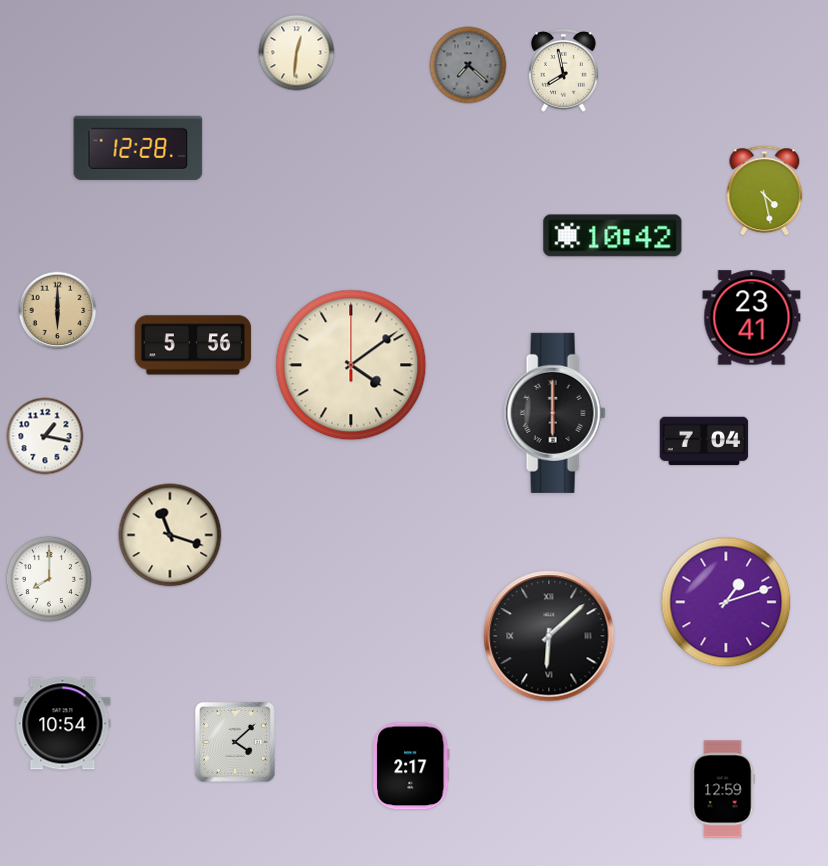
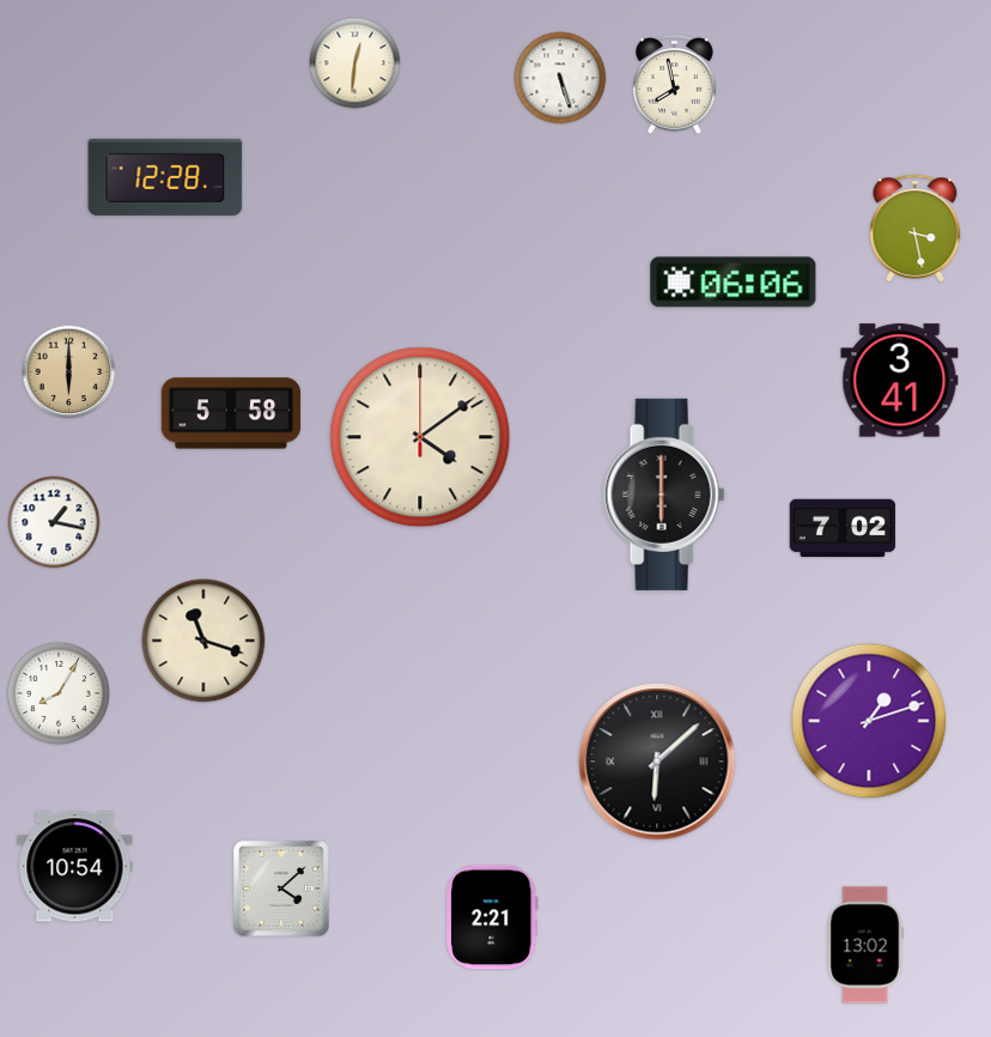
clock at (468, 65): 7:22 -> 5:27
clock at (468, 65) dial: grey -> white
clock at (765, 190): 4:28 -> 3:28
clock at (613, 236): 10:42 -> 06:06
clock at (752, 318): 23:41 -> 3:41
clock at (193, 345): 5:56 -> 5:58
clock at (704, 441): 7:04 -> 7:02
clock at (49, 579): 8:00 -> 8:05
clock at (411, 766): 2:17 -> 2:21
clock at (723, 789): 12:59 -> 13:02
